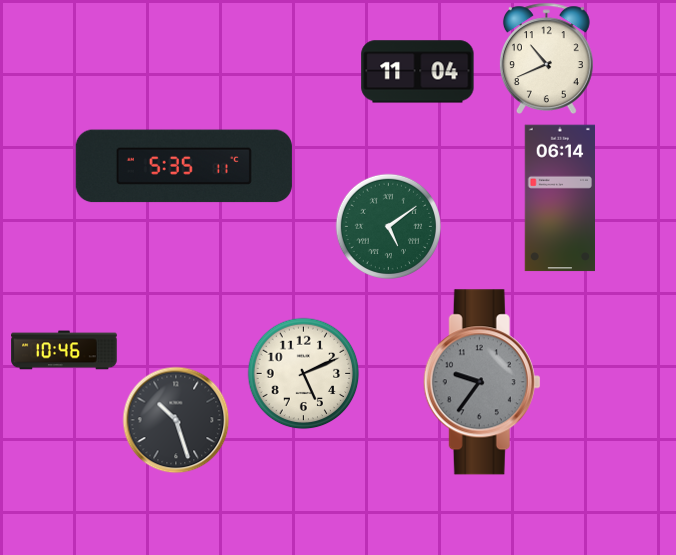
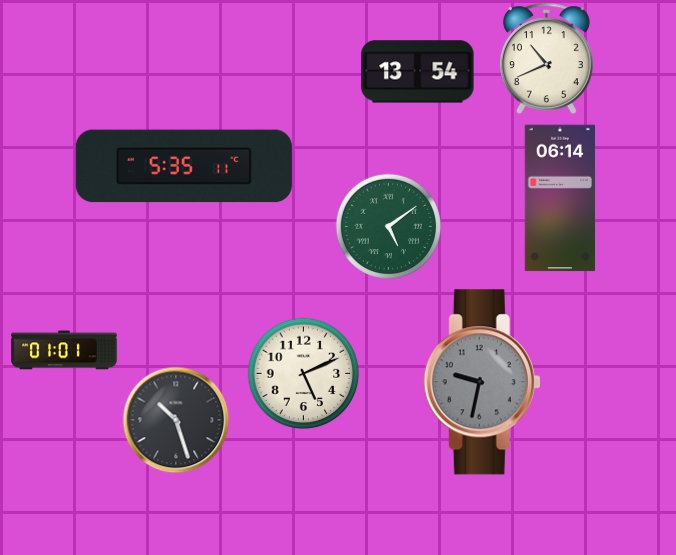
clock at (418, 72): 11:04 -> 13:54
clock at (64, 350): 10:46 -> 01:01
clock at (482, 382): 9:36 -> 9:32
